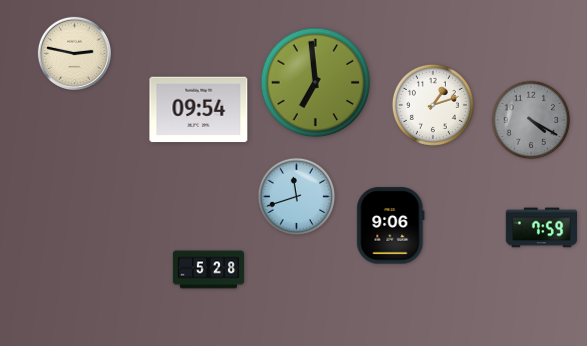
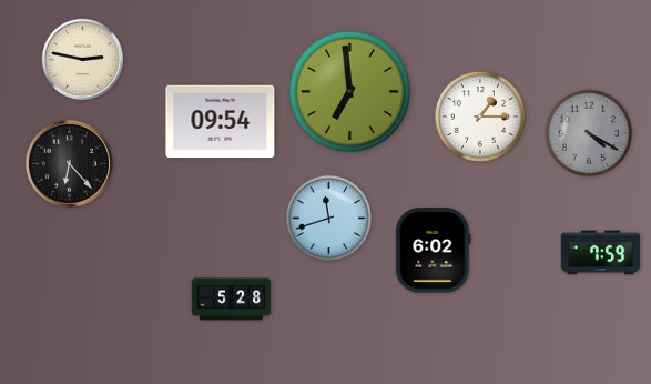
clock at (433, 105): 1:12 -> 1:15
clock at (69, 163): none -> 6:23
clock at (391, 226): 9:06 -> 6:02
